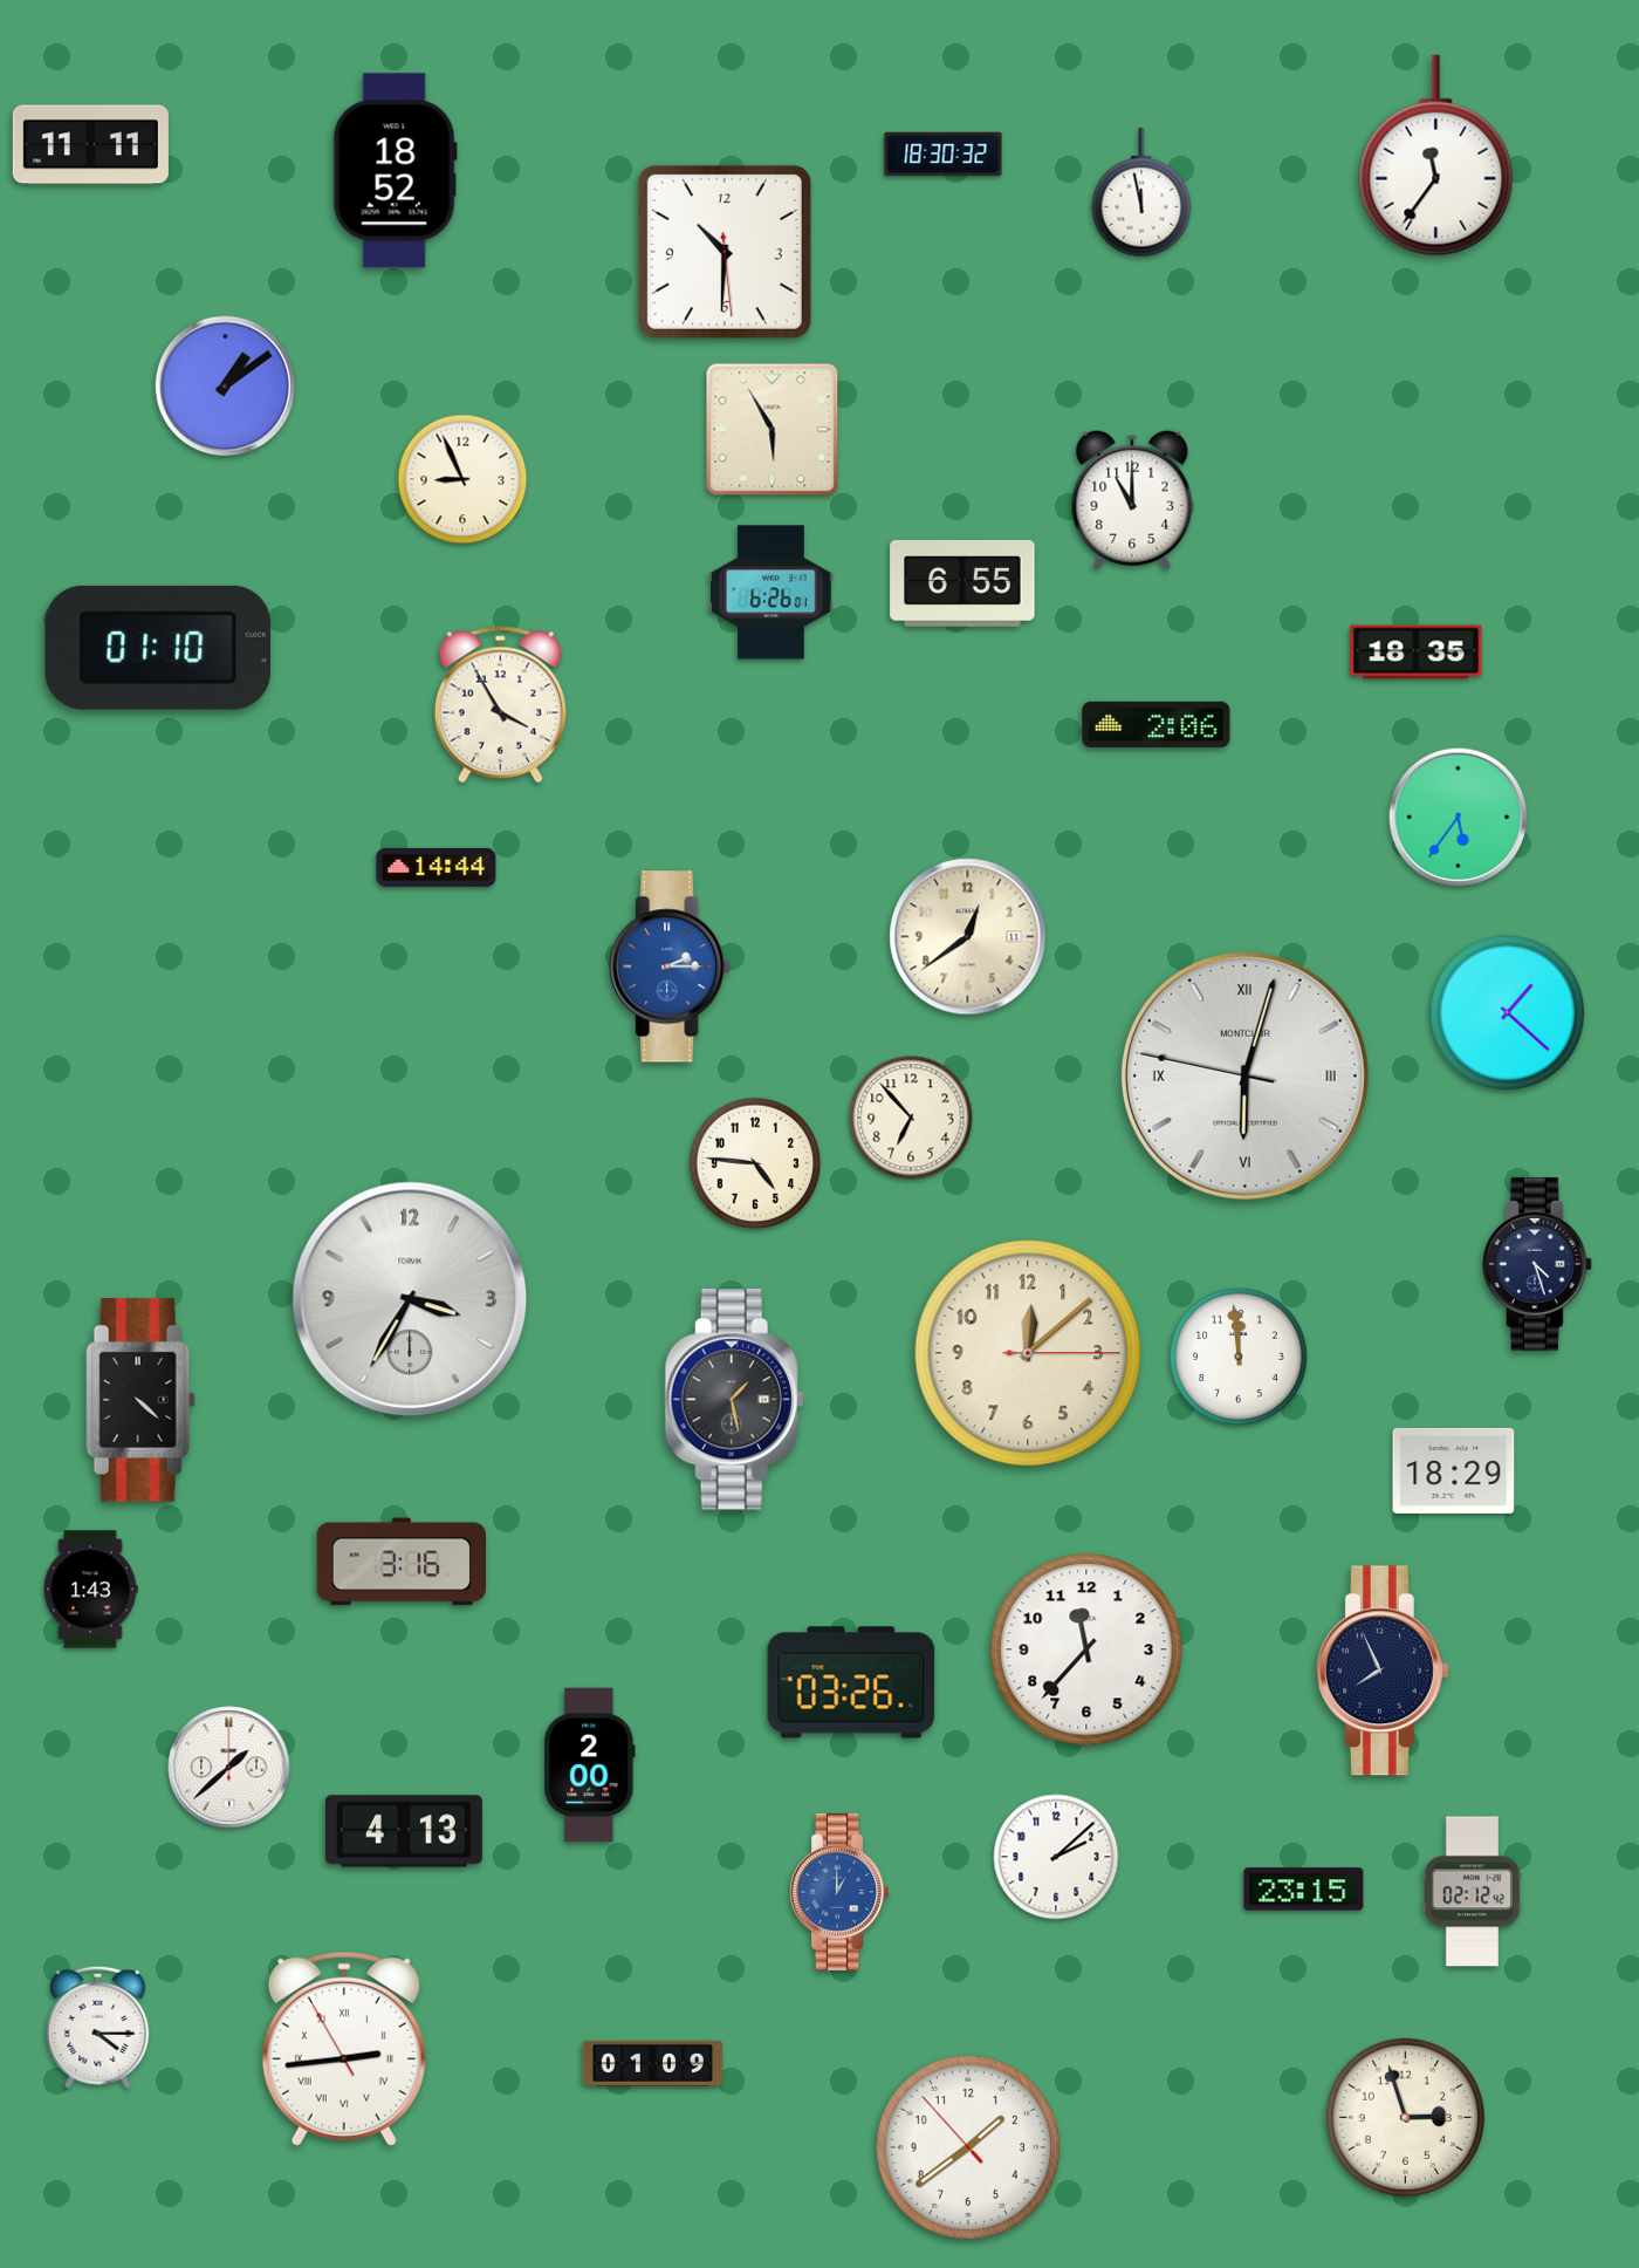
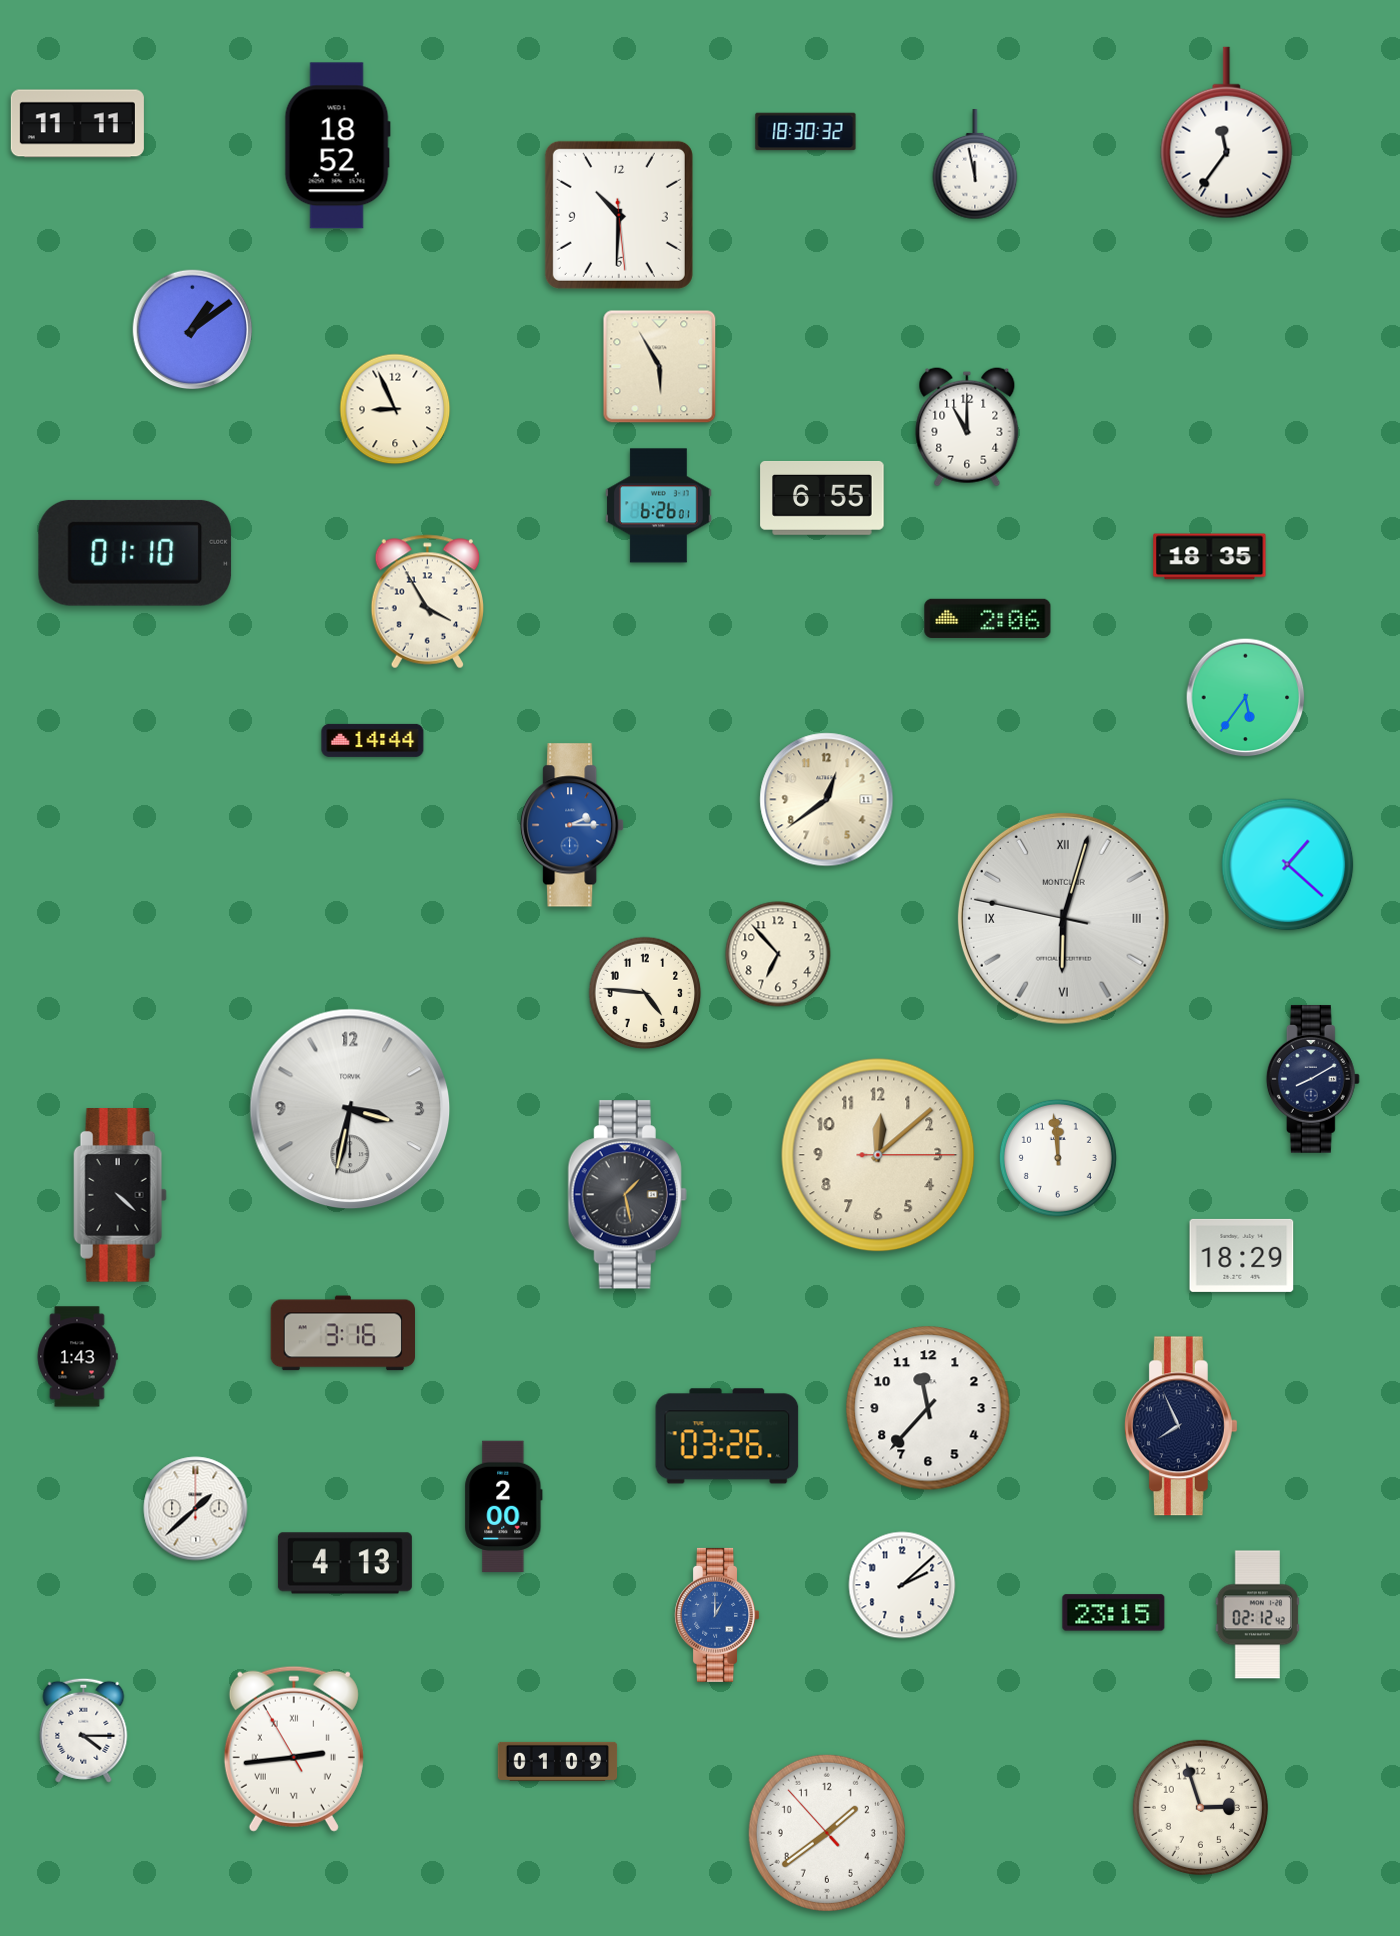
clock at (1537, 1264): 4:27 -> 8:10
clock at (410, 1299): 3:35 -> 3:32
